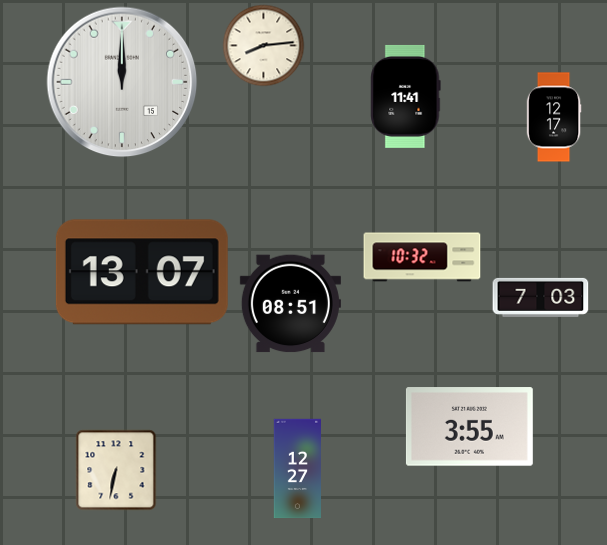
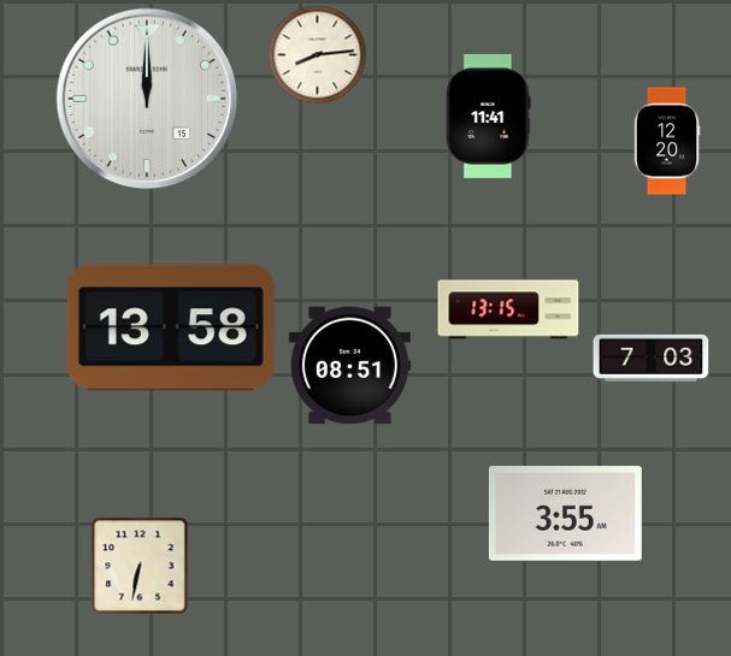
clock at (554, 117): 12:17 -> 12:20
clock at (422, 257): 10:32 -> 13:15
clock at (142, 272): 13:07 -> 13:58
clock at (298, 469): 12:27 -> none
